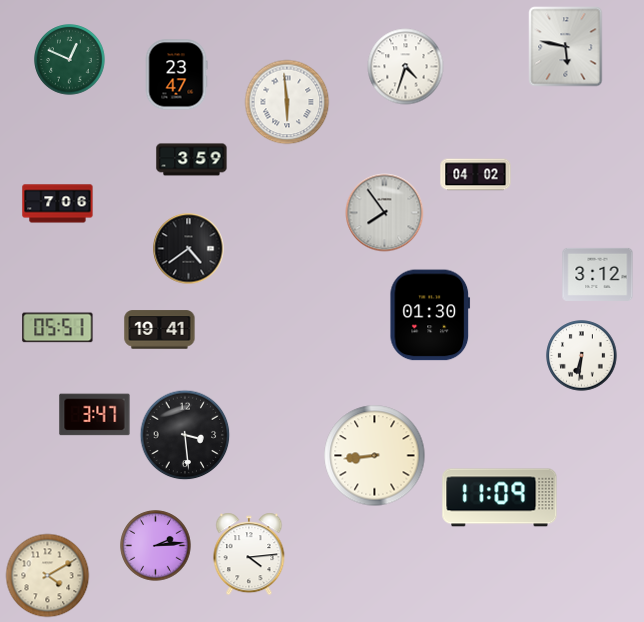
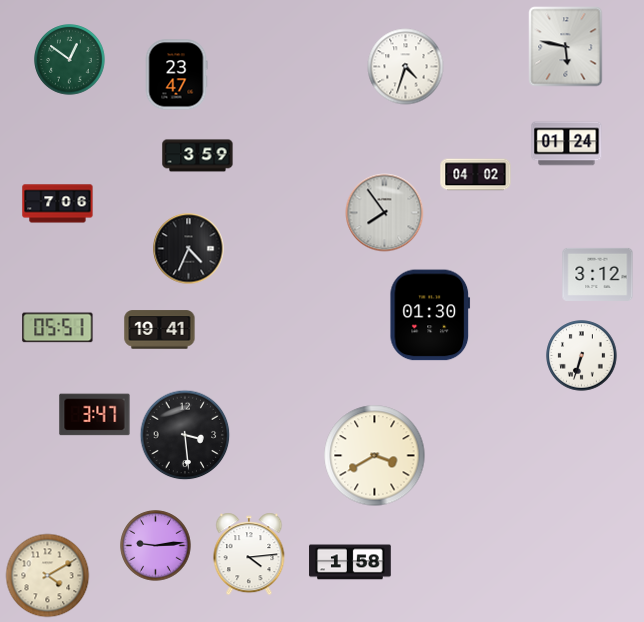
clock at (70, 60): 12:49 -> 12:51
clock at (287, 102): 5:59 -> none
clock at (567, 144): none -> 01:24
clock at (192, 160) position: (192, 160) -> (198, 156)
clock at (189, 249): 4:39 -> 4:34
clock at (582, 356): 6:31 -> 6:33
clock at (375, 456): 8:44 -> 3:40
clock at (500, 498): 11:09 -> none
clock at (156, 546): 2:14 -> 9:14
clock at (350, 562): none -> 1:58
